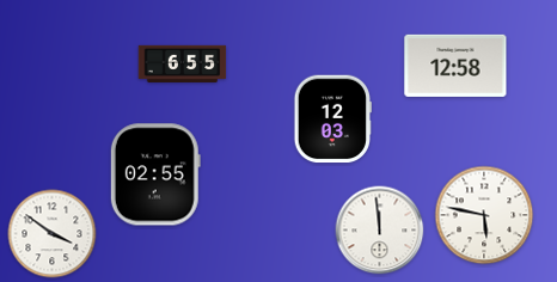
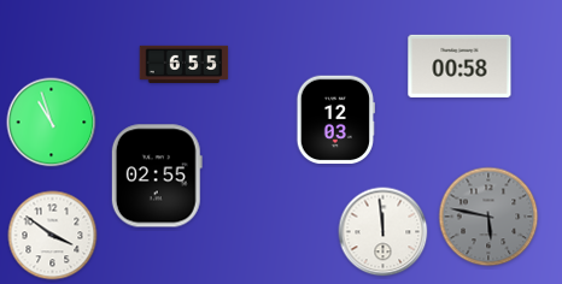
clock at (455, 66): 12:58 -> 00:58
clock at (52, 123): none -> 10:57
clock at (484, 215) dial: white -> grey
